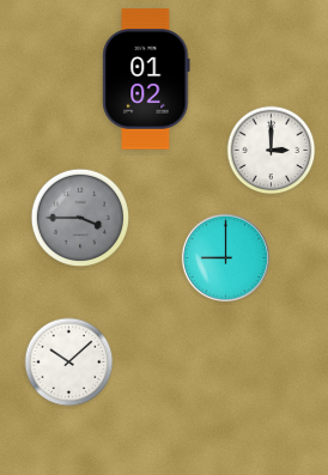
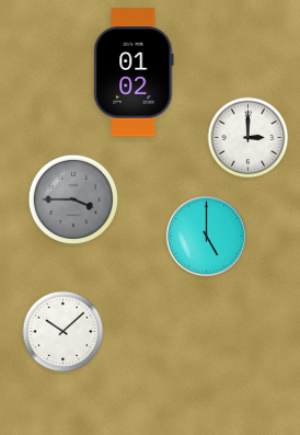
clock at (225, 257): 9:00 -> 5:00
